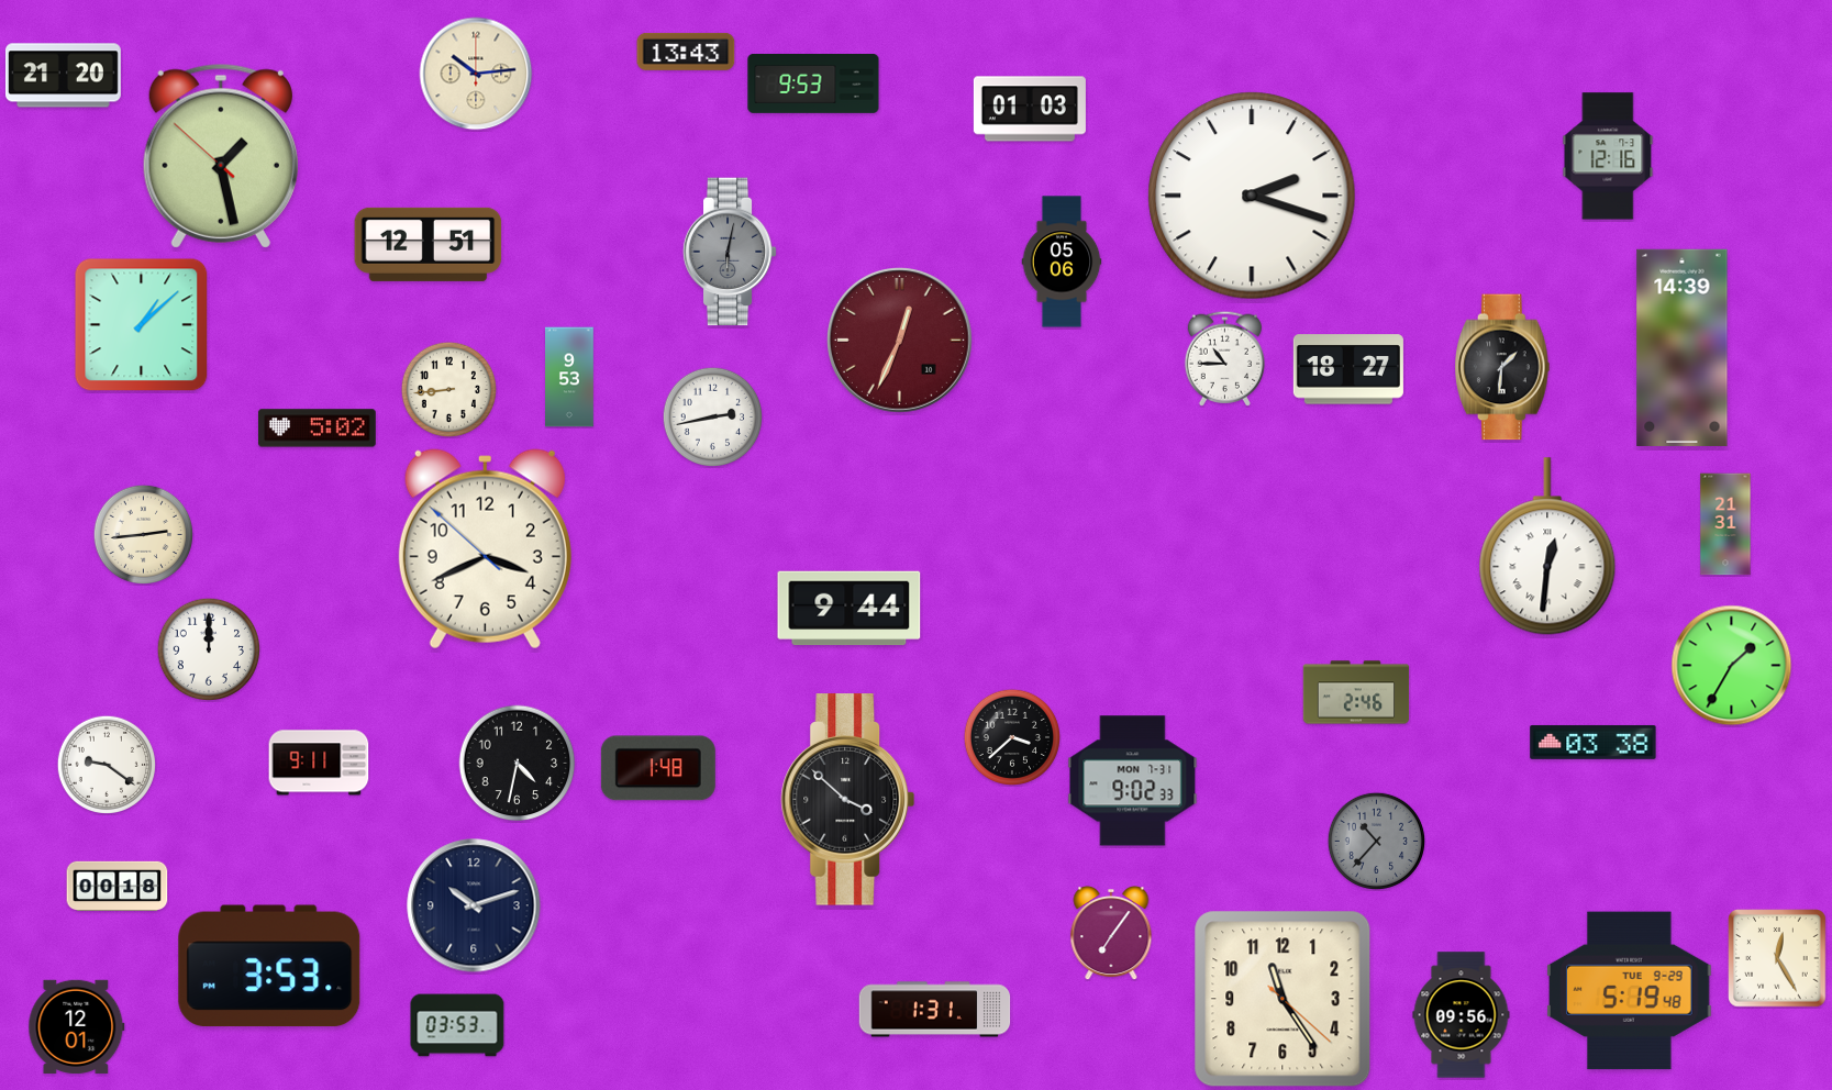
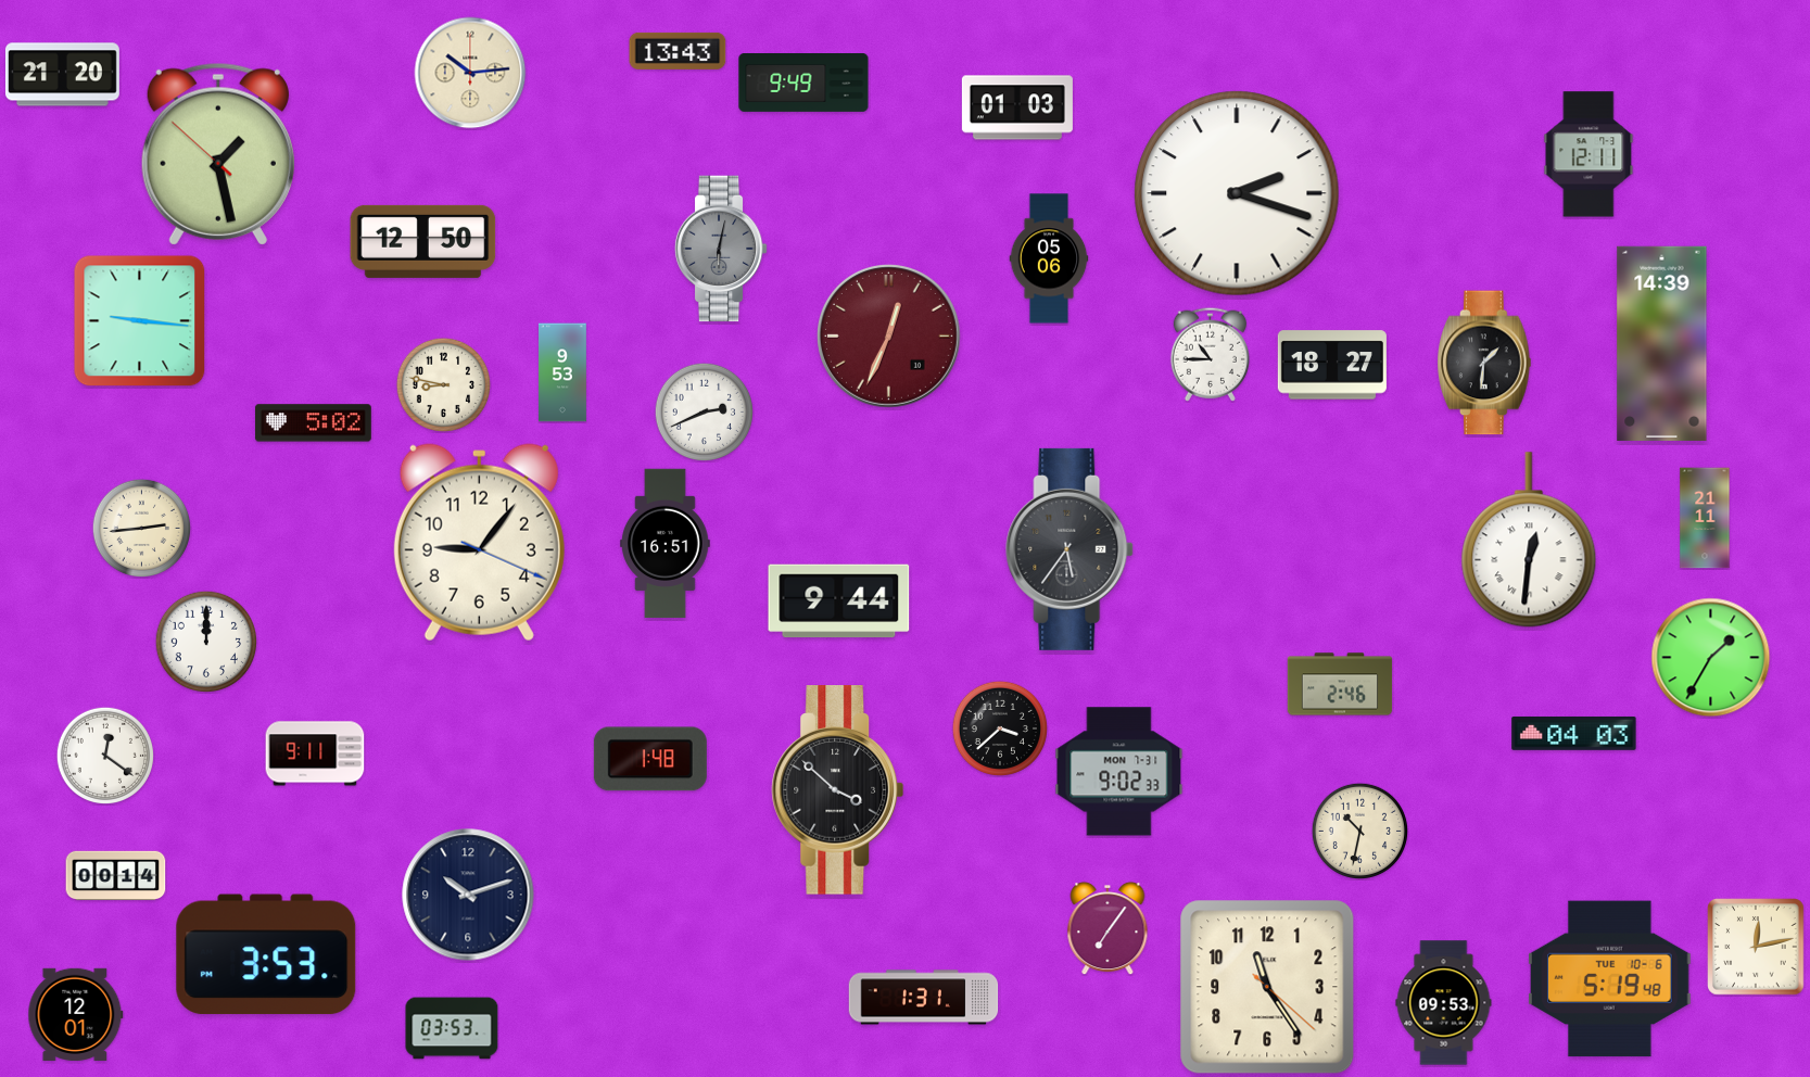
clock at (813, 85): 9:53 -> 9:49
clock at (1608, 156): 12:16 -> 12:11
clock at (429, 244): 12:51 -> 12:50
clock at (142, 325): 1:08 -> 9:16
clock at (448, 389): 8:44 -> 8:47
clock at (712, 416): 2:43 -> 2:41
clock at (1725, 524): 21:31 -> 21:11
clock at (485, 549): 3:40 -> 9:06
clock at (666, 544): none -> 16:51
clock at (1071, 549): none -> 5:36
clock at (1594, 742): 03:38 -> 04:03
clock at (106, 764): 9:21 -> 12:21
clock at (518, 764): 4:32 -> none
clock at (1376, 841): 10:37 -> 10:32
clock at (1376, 841) dial: grey -> cream
clock at (118, 886): 00:18 -> 00:14
clock at (1111, 934) position: (1111, 934) -> (1107, 929)
clock at (1777, 958): 12:25 -> 12:13
clock at (1630, 991) date: TUE 9-29 -> TUE 10-6
clock at (1462, 1015): 09:56 -> 09:53
clock at (457, 1025) position: (457, 1025) -> (452, 1028)
